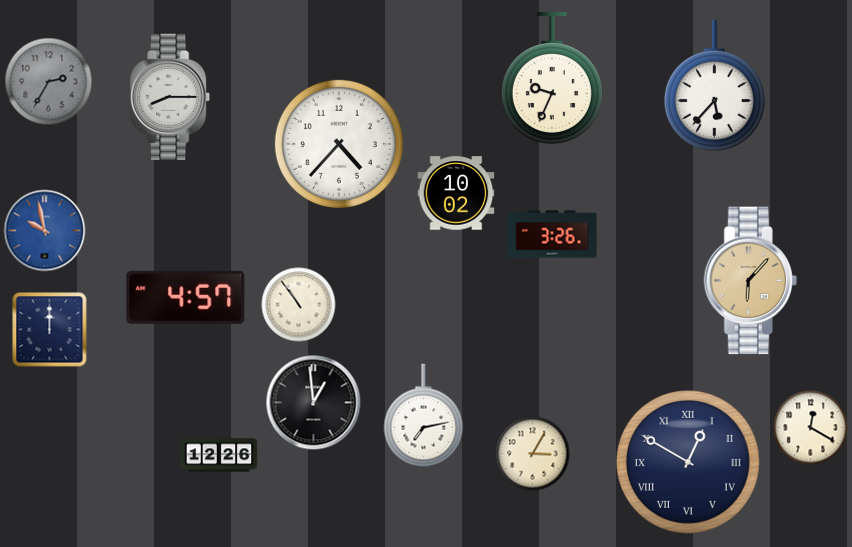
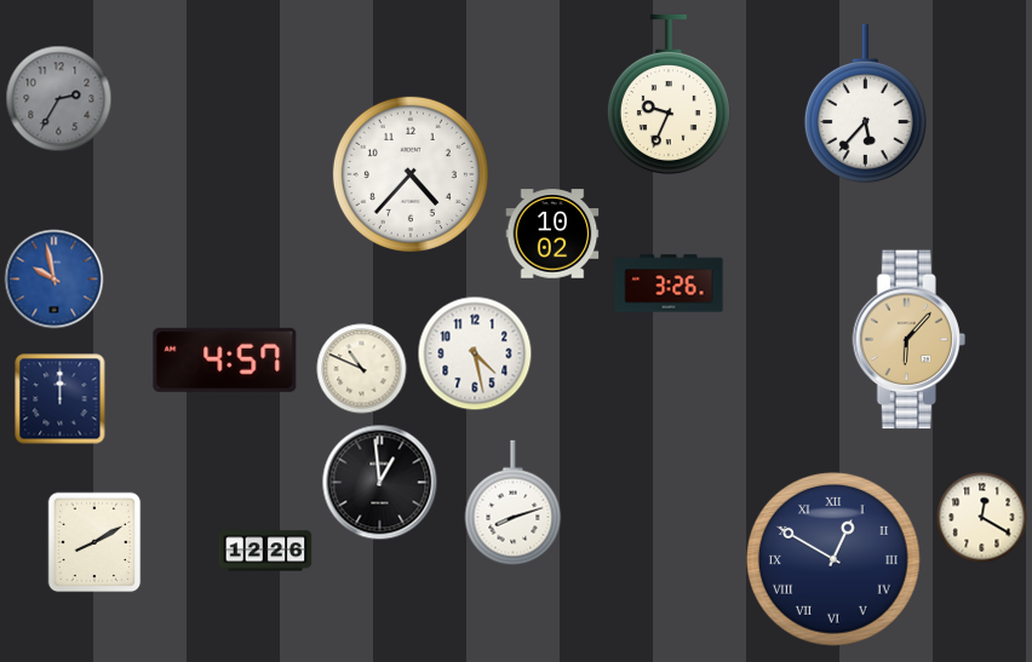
clock at (171, 96): 8:15 -> none
clock at (475, 353): none -> 4:28
clock at (299, 305): 10:54 -> 10:49
clock at (314, 403) position: (314, 403) -> (380, 483)
clock at (424, 416): 7:13 -> 8:12
clock at (94, 542): none -> 8:10
clock at (533, 454): 3:05 -> none
